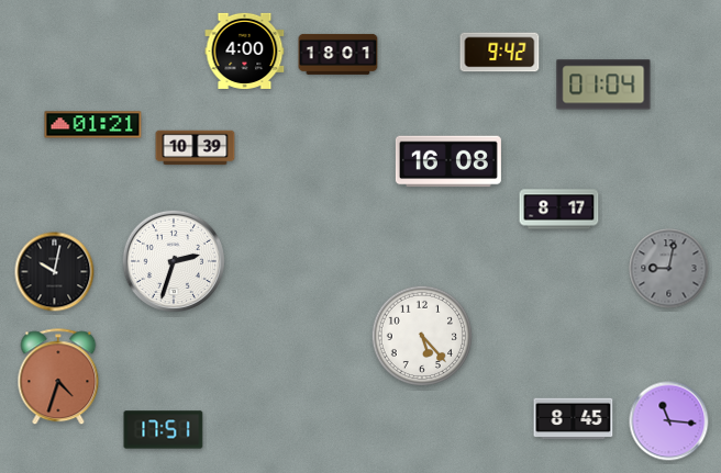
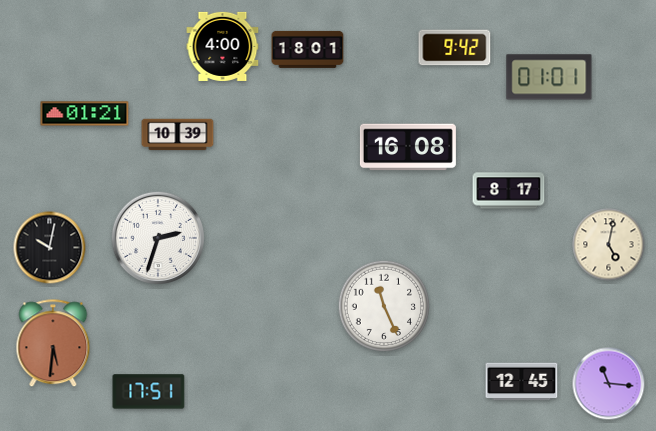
clock at (603, 85): 01:04 -> 01:01
clock at (669, 269): 9:02 -> 5:02
clock at (669, 269) dial: grey -> cream
clock at (421, 335): 5:23 -> 11:26
clock at (58, 378): 4:33 -> 5:31
clock at (574, 419): 8:45 -> 12:45
